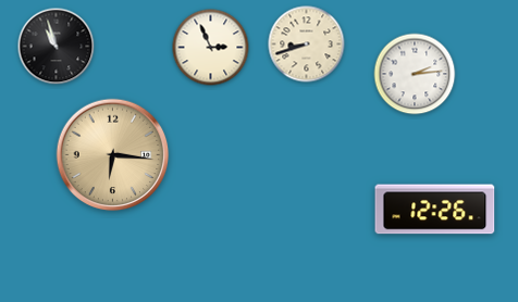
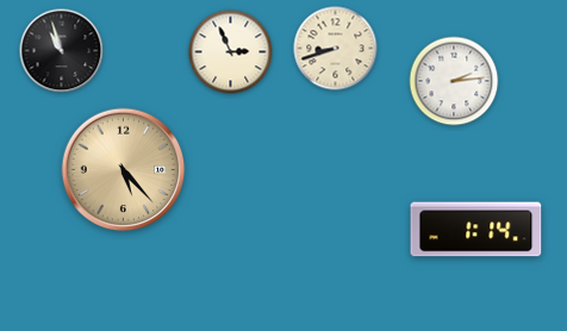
clock at (113, 155): 6:16 -> 5:23
clock at (435, 210): 12:26 -> 1:14
